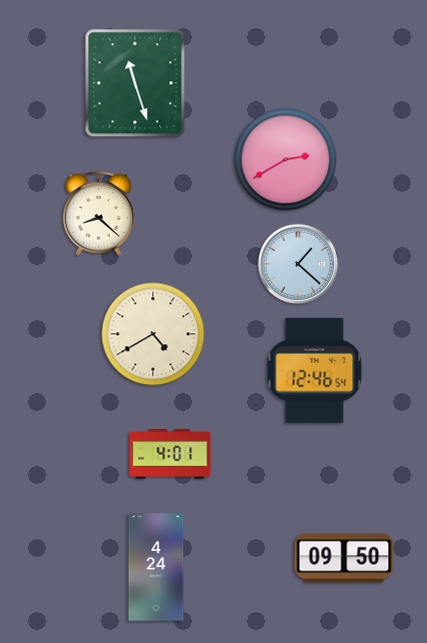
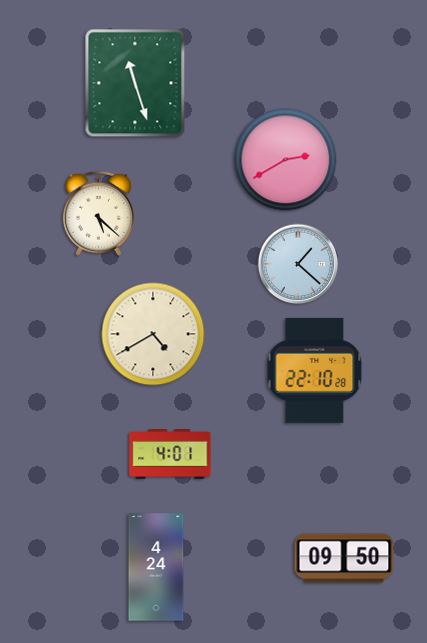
clock at (98, 213): 8:22 -> 5:22
clock at (315, 370): 12:46 -> 22:10
